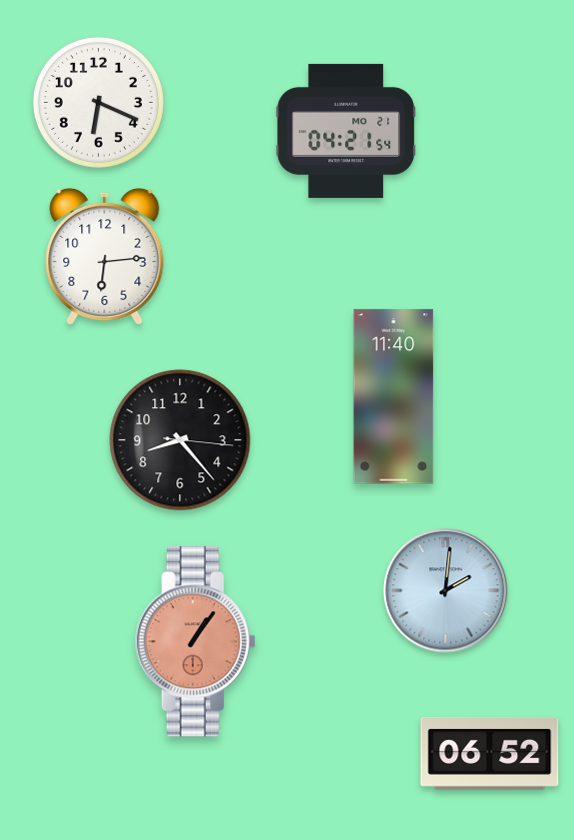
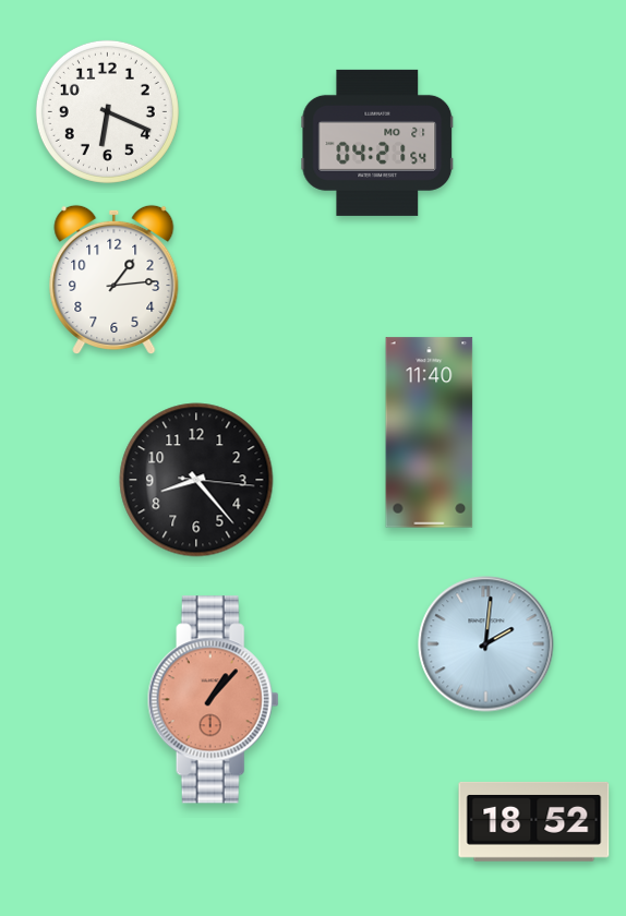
clock at (105, 256): 6:14 -> 1:14
clock at (195, 642): 1:06 -> 1:07
clock at (490, 753): 06:52 -> 18:52
